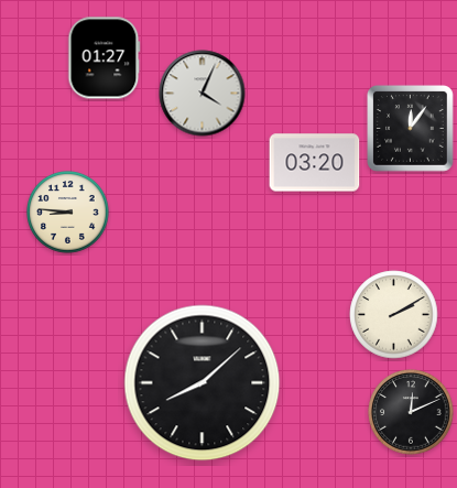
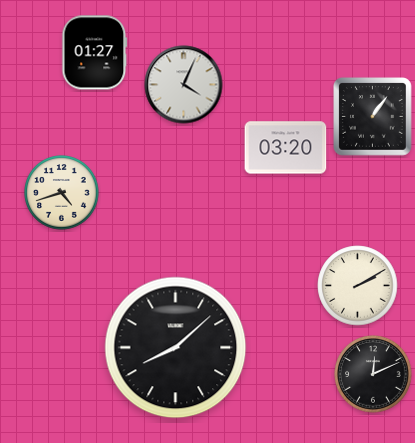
clock at (411, 129): 12:06 -> 1:06
clock at (68, 213): 8:46 -> 4:42
clock at (203, 383) position: (203, 383) -> (176, 348)
